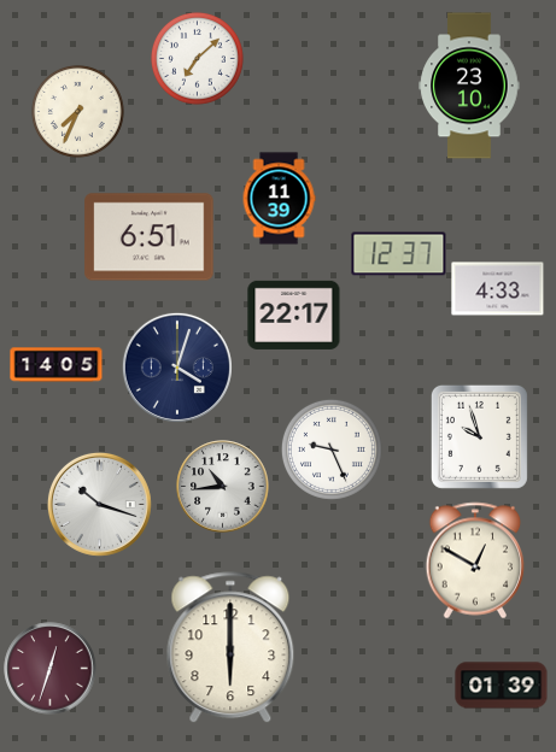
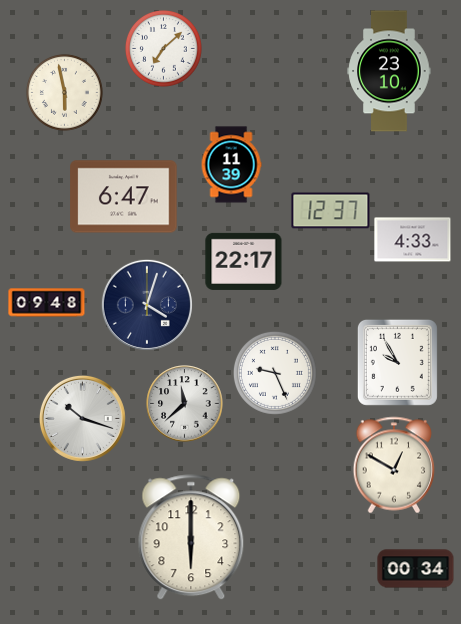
clock at (77, 111): 7:34 -> 5:58
clock at (150, 237): 6:51 -> 6:47
clock at (57, 365): 14:05 -> 09:48
clock at (479, 436): 9:57 -> 9:55
clock at (223, 487): 10:44 -> 11:38
clock at (51, 669): 12:33 -> none
clock at (502, 686): 01:39 -> 00:34
